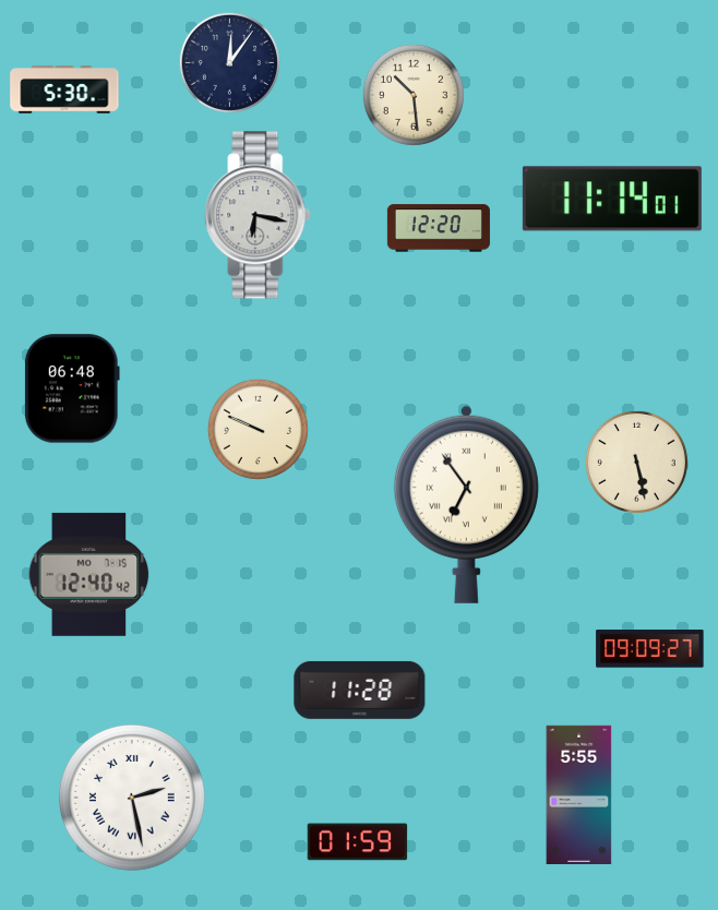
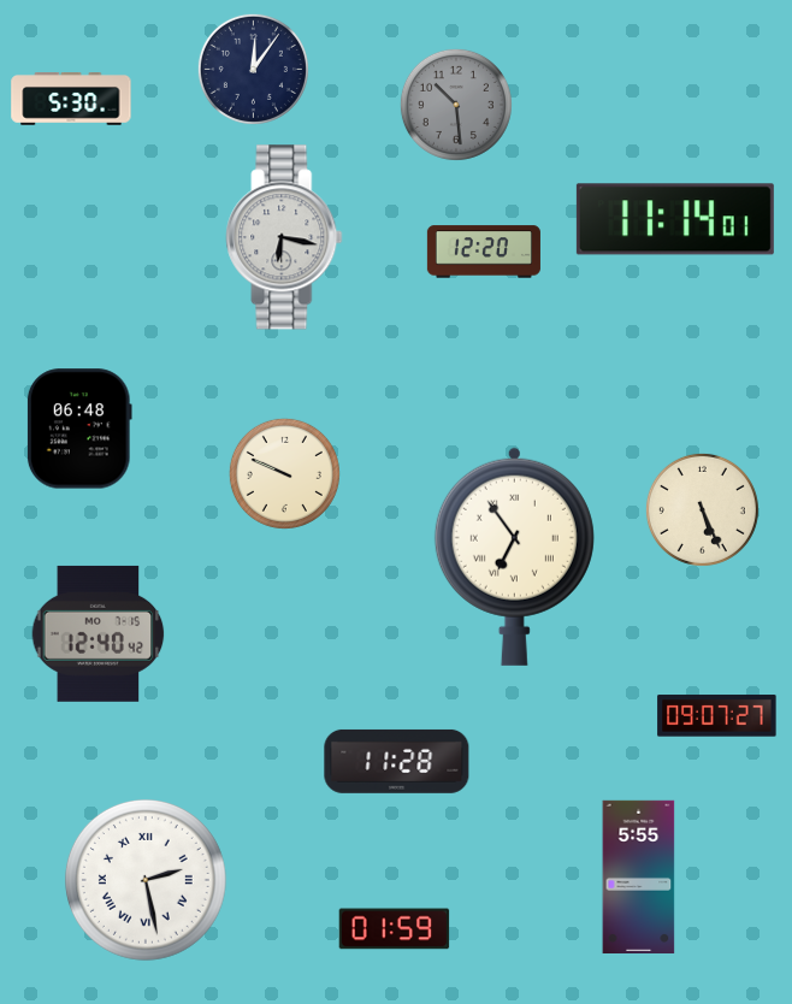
clock at (414, 95) dial: cream -> grey
clock at (636, 462): 5:28 -> 5:26
clock at (650, 649): 09:09 -> 09:07
